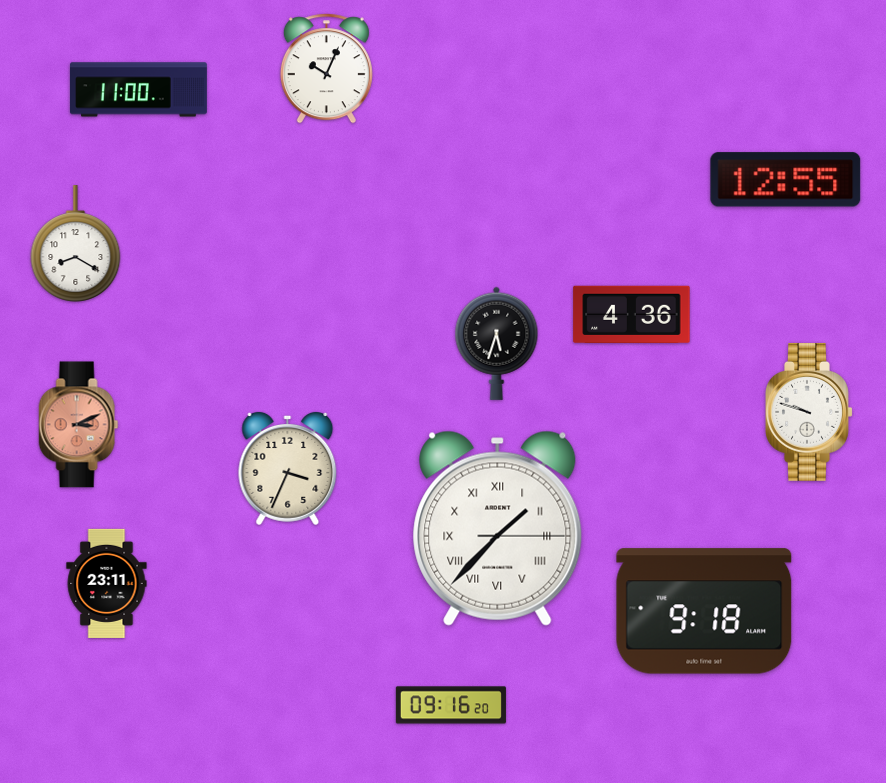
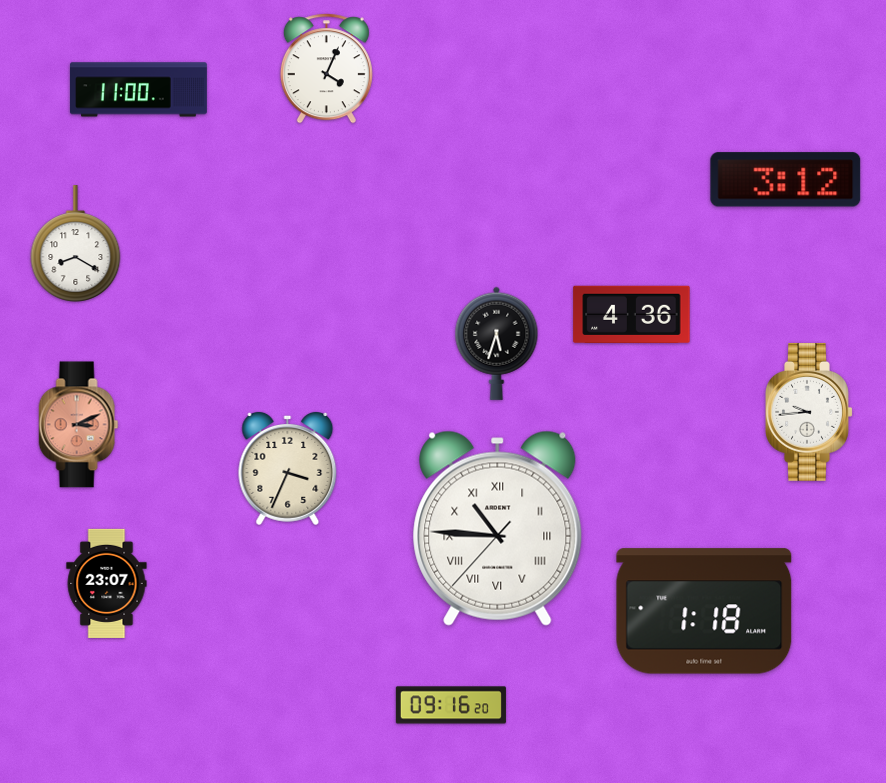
clock at (326, 69): 10:04 -> 4:04
clock at (786, 180): 12:55 -> 3:12
clock at (809, 412): 9:48 -> 9:44
clock at (498, 528): 1:37 -> 10:45
clock at (107, 583): 23:11 -> 23:07
clock at (704, 611): 9:18 -> 1:18
